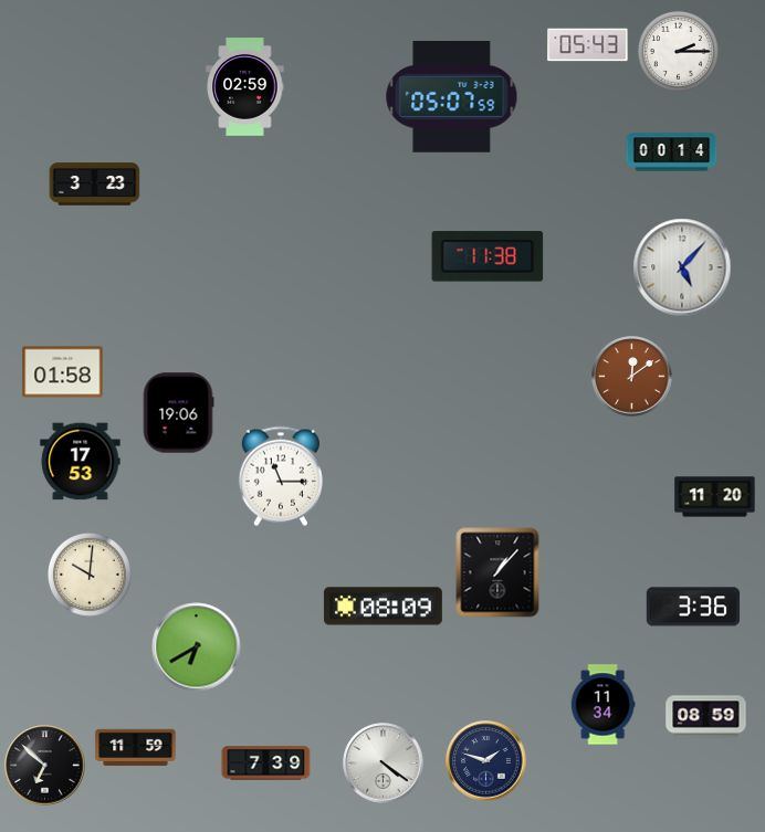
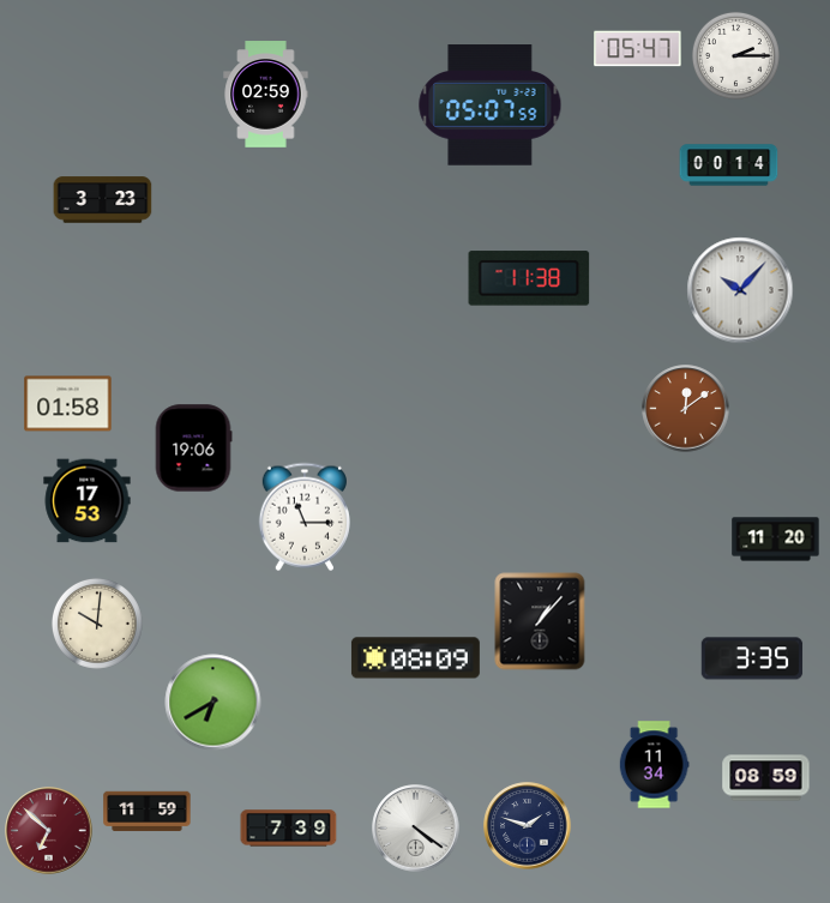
clock at (588, 45): 05:43 -> 05:47
clock at (682, 267): 5:07 -> 10:07
clock at (693, 607): 3:36 -> 3:35
clock at (45, 766) dial: black -> burgundy
